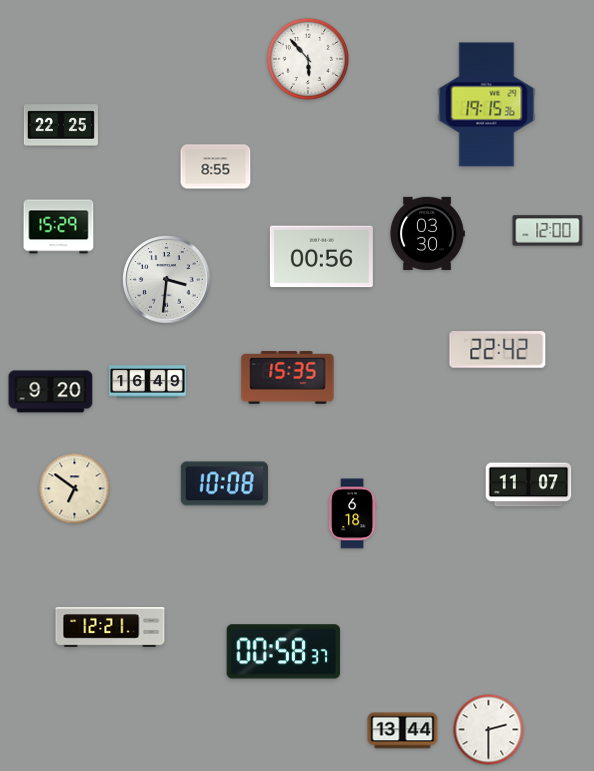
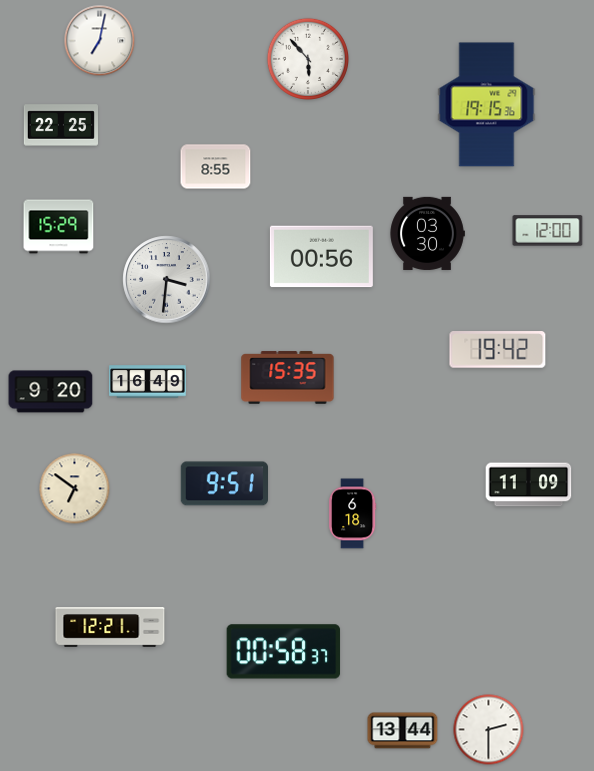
clock at (100, 41): none -> 7:02
clock at (498, 350): 22:42 -> 19:42
clock at (224, 484): 10:08 -> 9:51
clock at (529, 485): 11:07 -> 11:09
